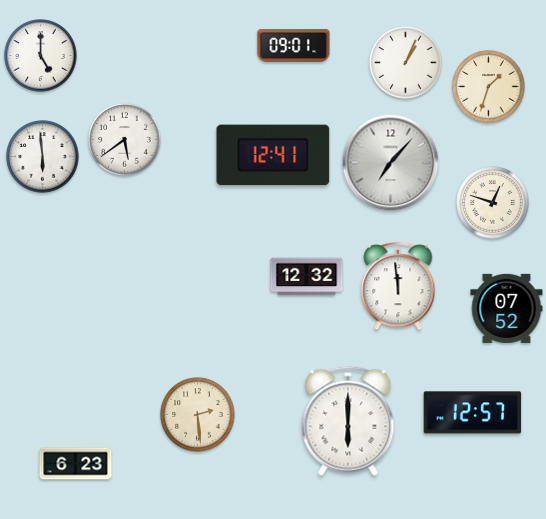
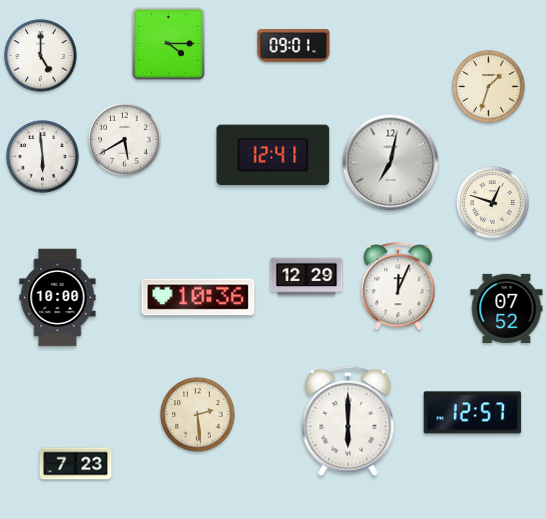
clock at (169, 44): none -> 4:15
clock at (406, 63): 1:04 -> none
clock at (125, 140): 5:39 -> 5:40
clock at (391, 163): 7:07 -> 7:02
clock at (307, 277): 12:32 -> 12:29
clock at (398, 287): 11:59 -> 12:04
clock at (198, 297): none -> 10:36
clock at (58, 298): none -> 10:00
clock at (76, 464): 6:23 -> 7:23
